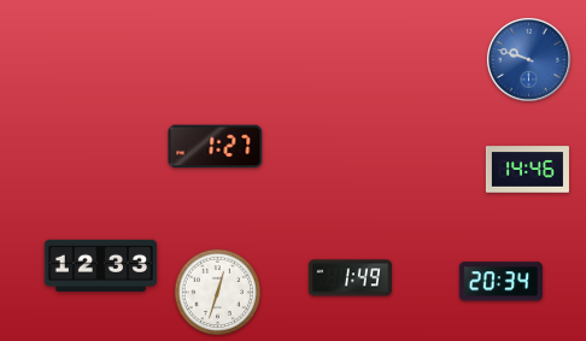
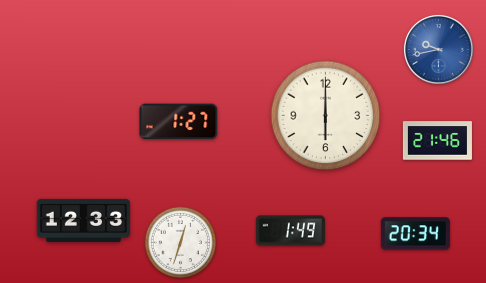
clock at (528, 59): 9:48 -> 9:43
clock at (326, 116): none -> 6:00
clock at (527, 170): 14:46 -> 21:46
